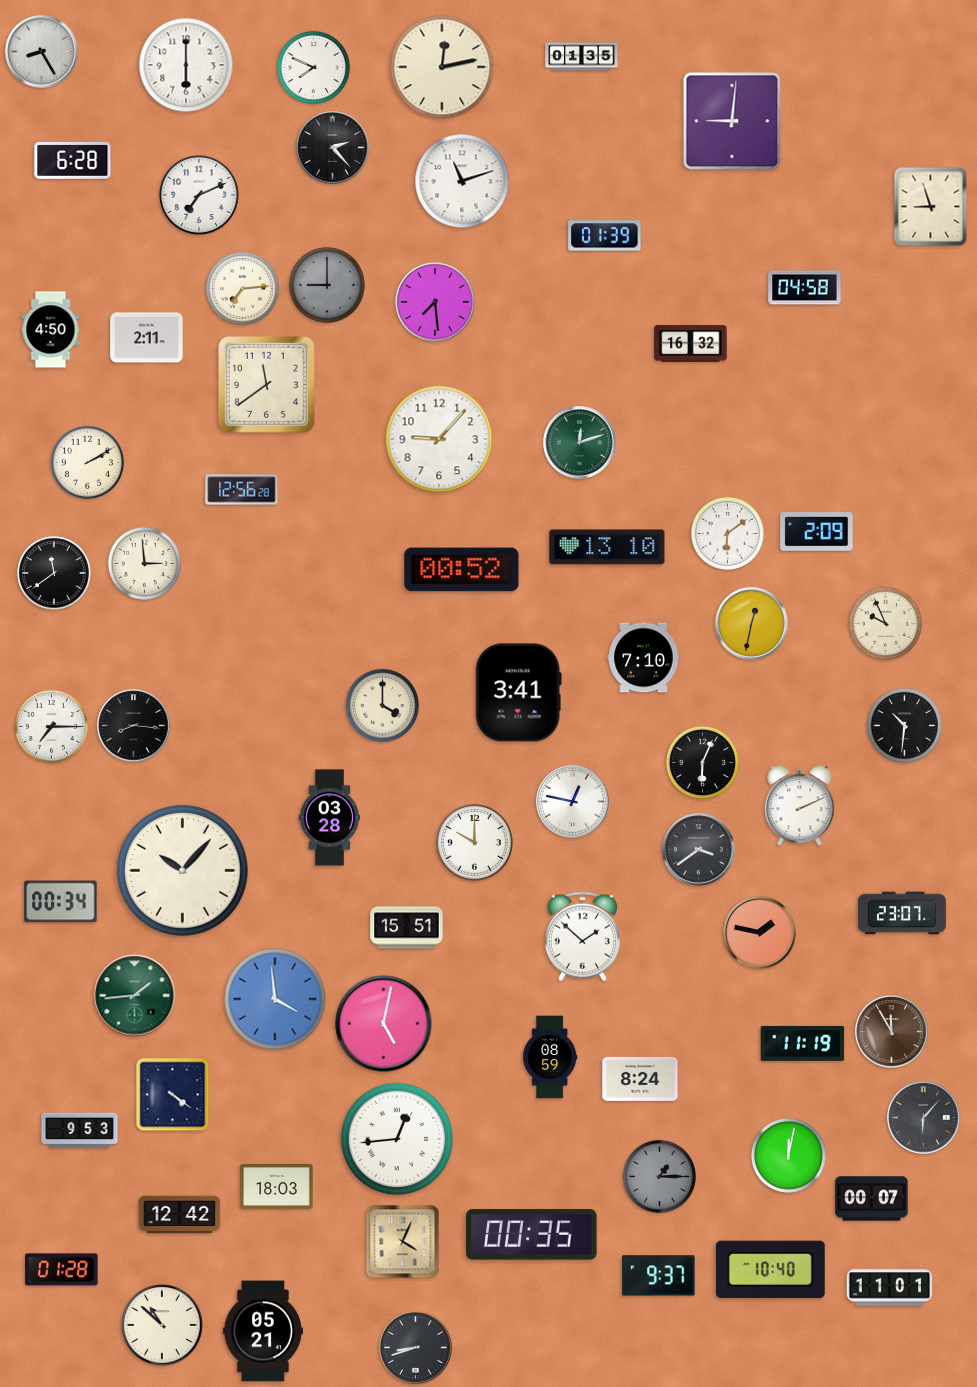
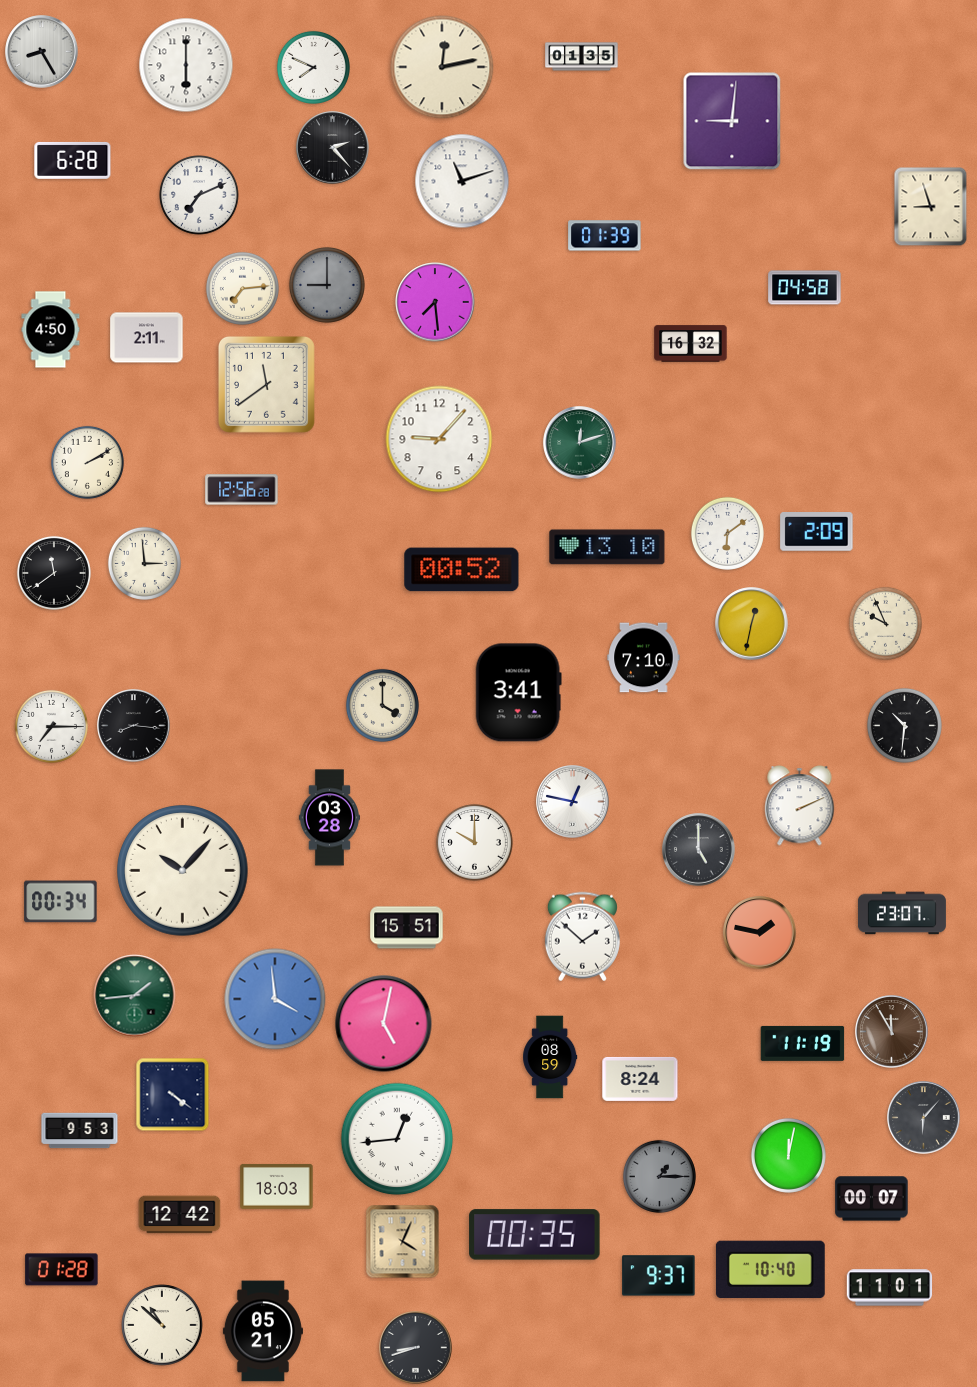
clock at (702, 762): 6:04 -> none
clock at (699, 850): 3:39 -> 5:00
clock at (532, 1235) position: (532, 1235) -> (535, 1235)
